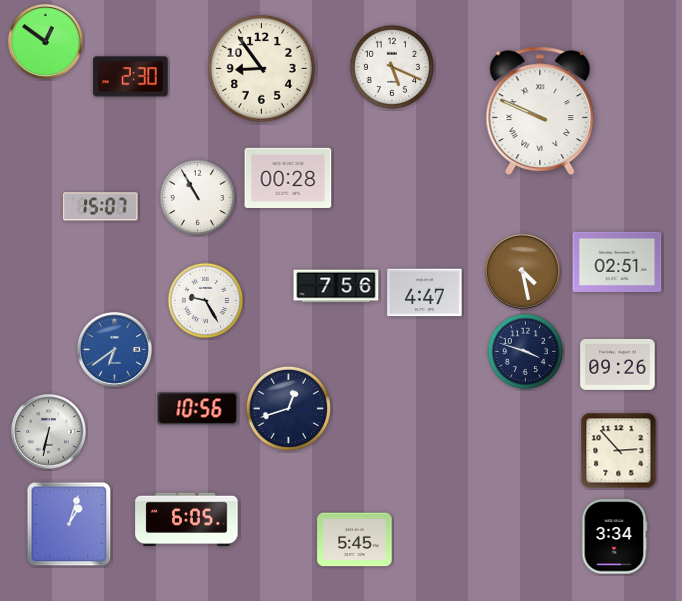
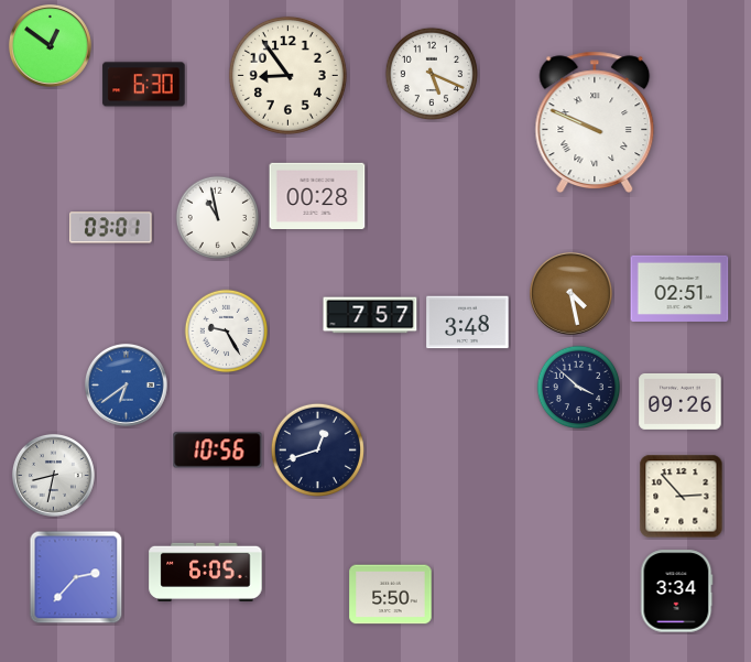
clock at (131, 77): 2:30 -> 6:30
clock at (198, 198): 10:55 -> 10:58
clock at (101, 207): 15:07 -> 03:01
clock at (522, 271) position: (522, 271) -> (570, 293)
clock at (336, 286): 7:56 -> 7:57
clock at (425, 293): 4:47 -> 3:48
clock at (526, 352): 3:48 -> 3:52
clock at (48, 431): 6:32 -> 8:32
clock at (69, 524): 1:03 -> 2:37
clock at (355, 540): 5:45 -> 5:50
